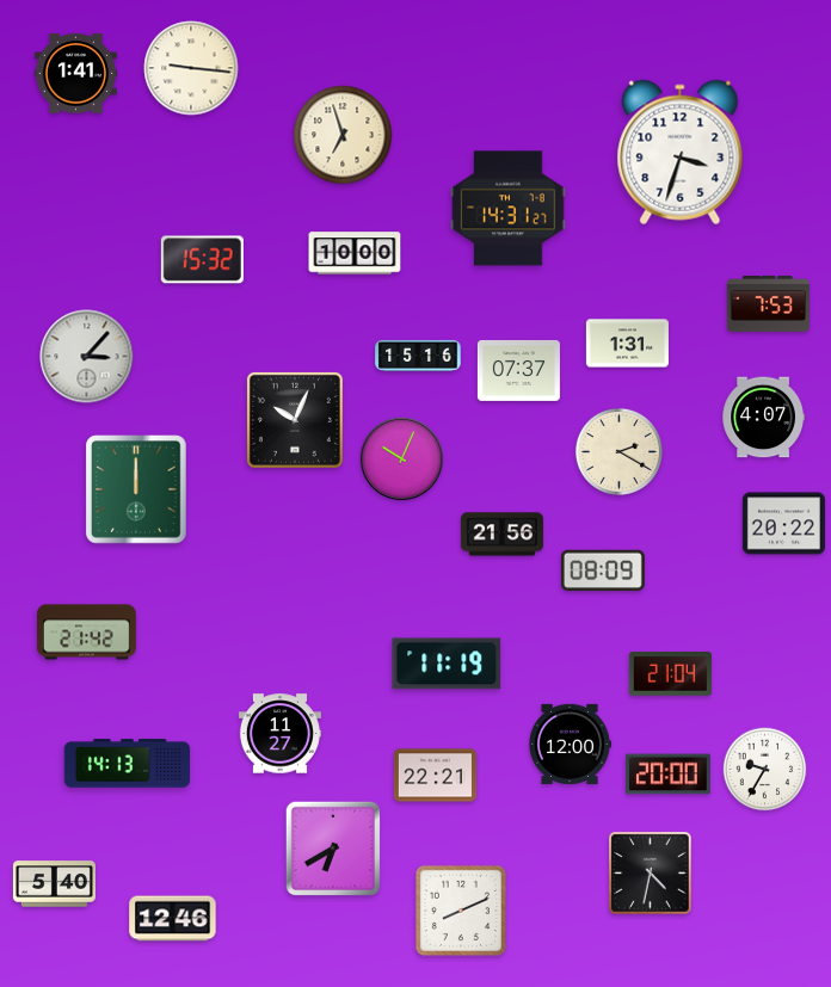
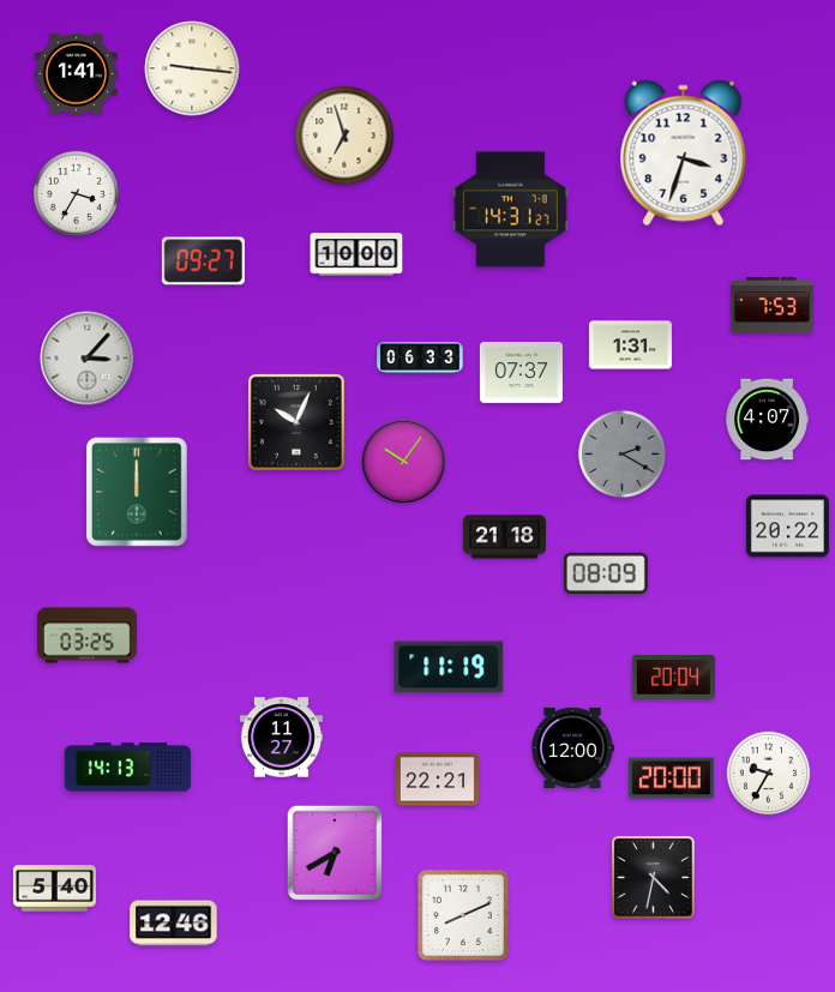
clock at (76, 193): none -> 3:35
clock at (202, 260): 15:32 -> 09:27
clock at (418, 356): 15:16 -> 06:33
clock at (618, 451) dial: cream -> grey
clock at (401, 458): 10:04 -> 10:06
clock at (501, 535): 21:56 -> 21:18
clock at (87, 633): 21:42 -> 03:25
clock at (670, 674): 21:04 -> 20:04
